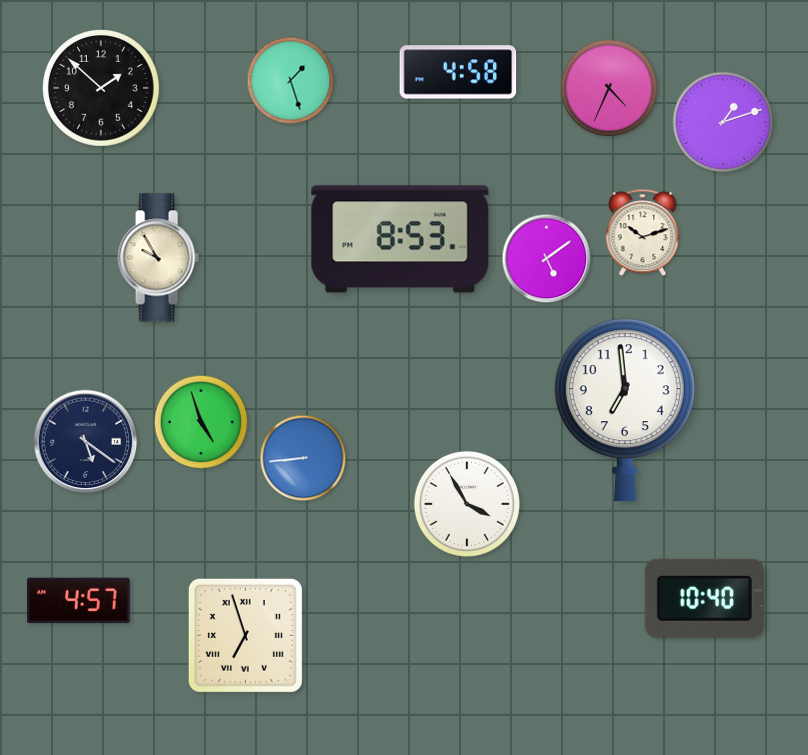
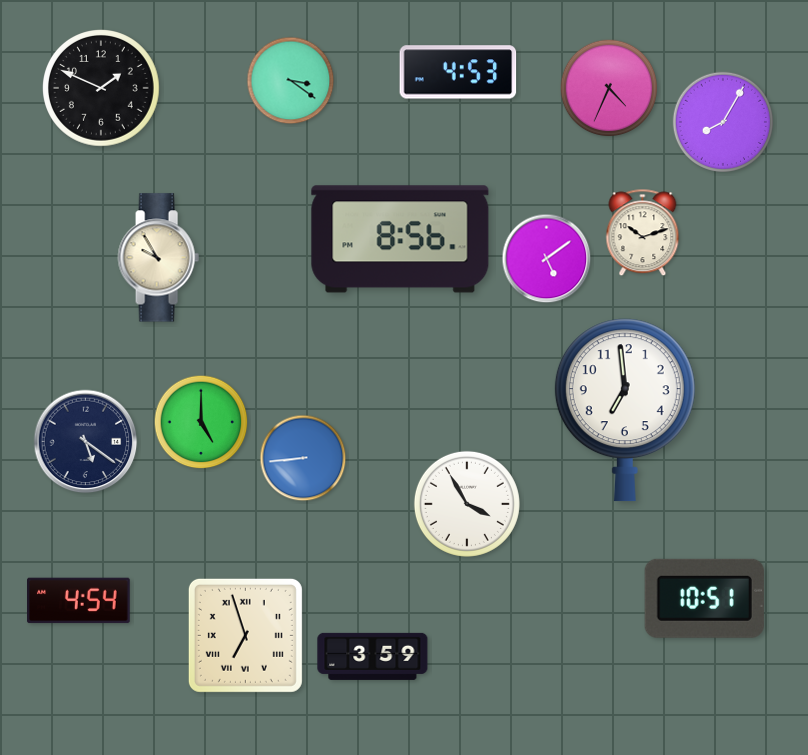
clock at (458, 72): 4:58 -> 4:53
clock at (291, 81): 1:27 -> 3:21
clock at (102, 89): 1:52 -> 1:49
clock at (722, 121): 1:12 -> 8:05
clock at (400, 239): 8:53 -> 8:56
clock at (201, 422): 4:57 -> 5:00
clock at (704, 598): 10:40 -> 10:51
clock at (79, 601): 4:57 -> 4:54
clock at (373, 656): none -> 3:59
